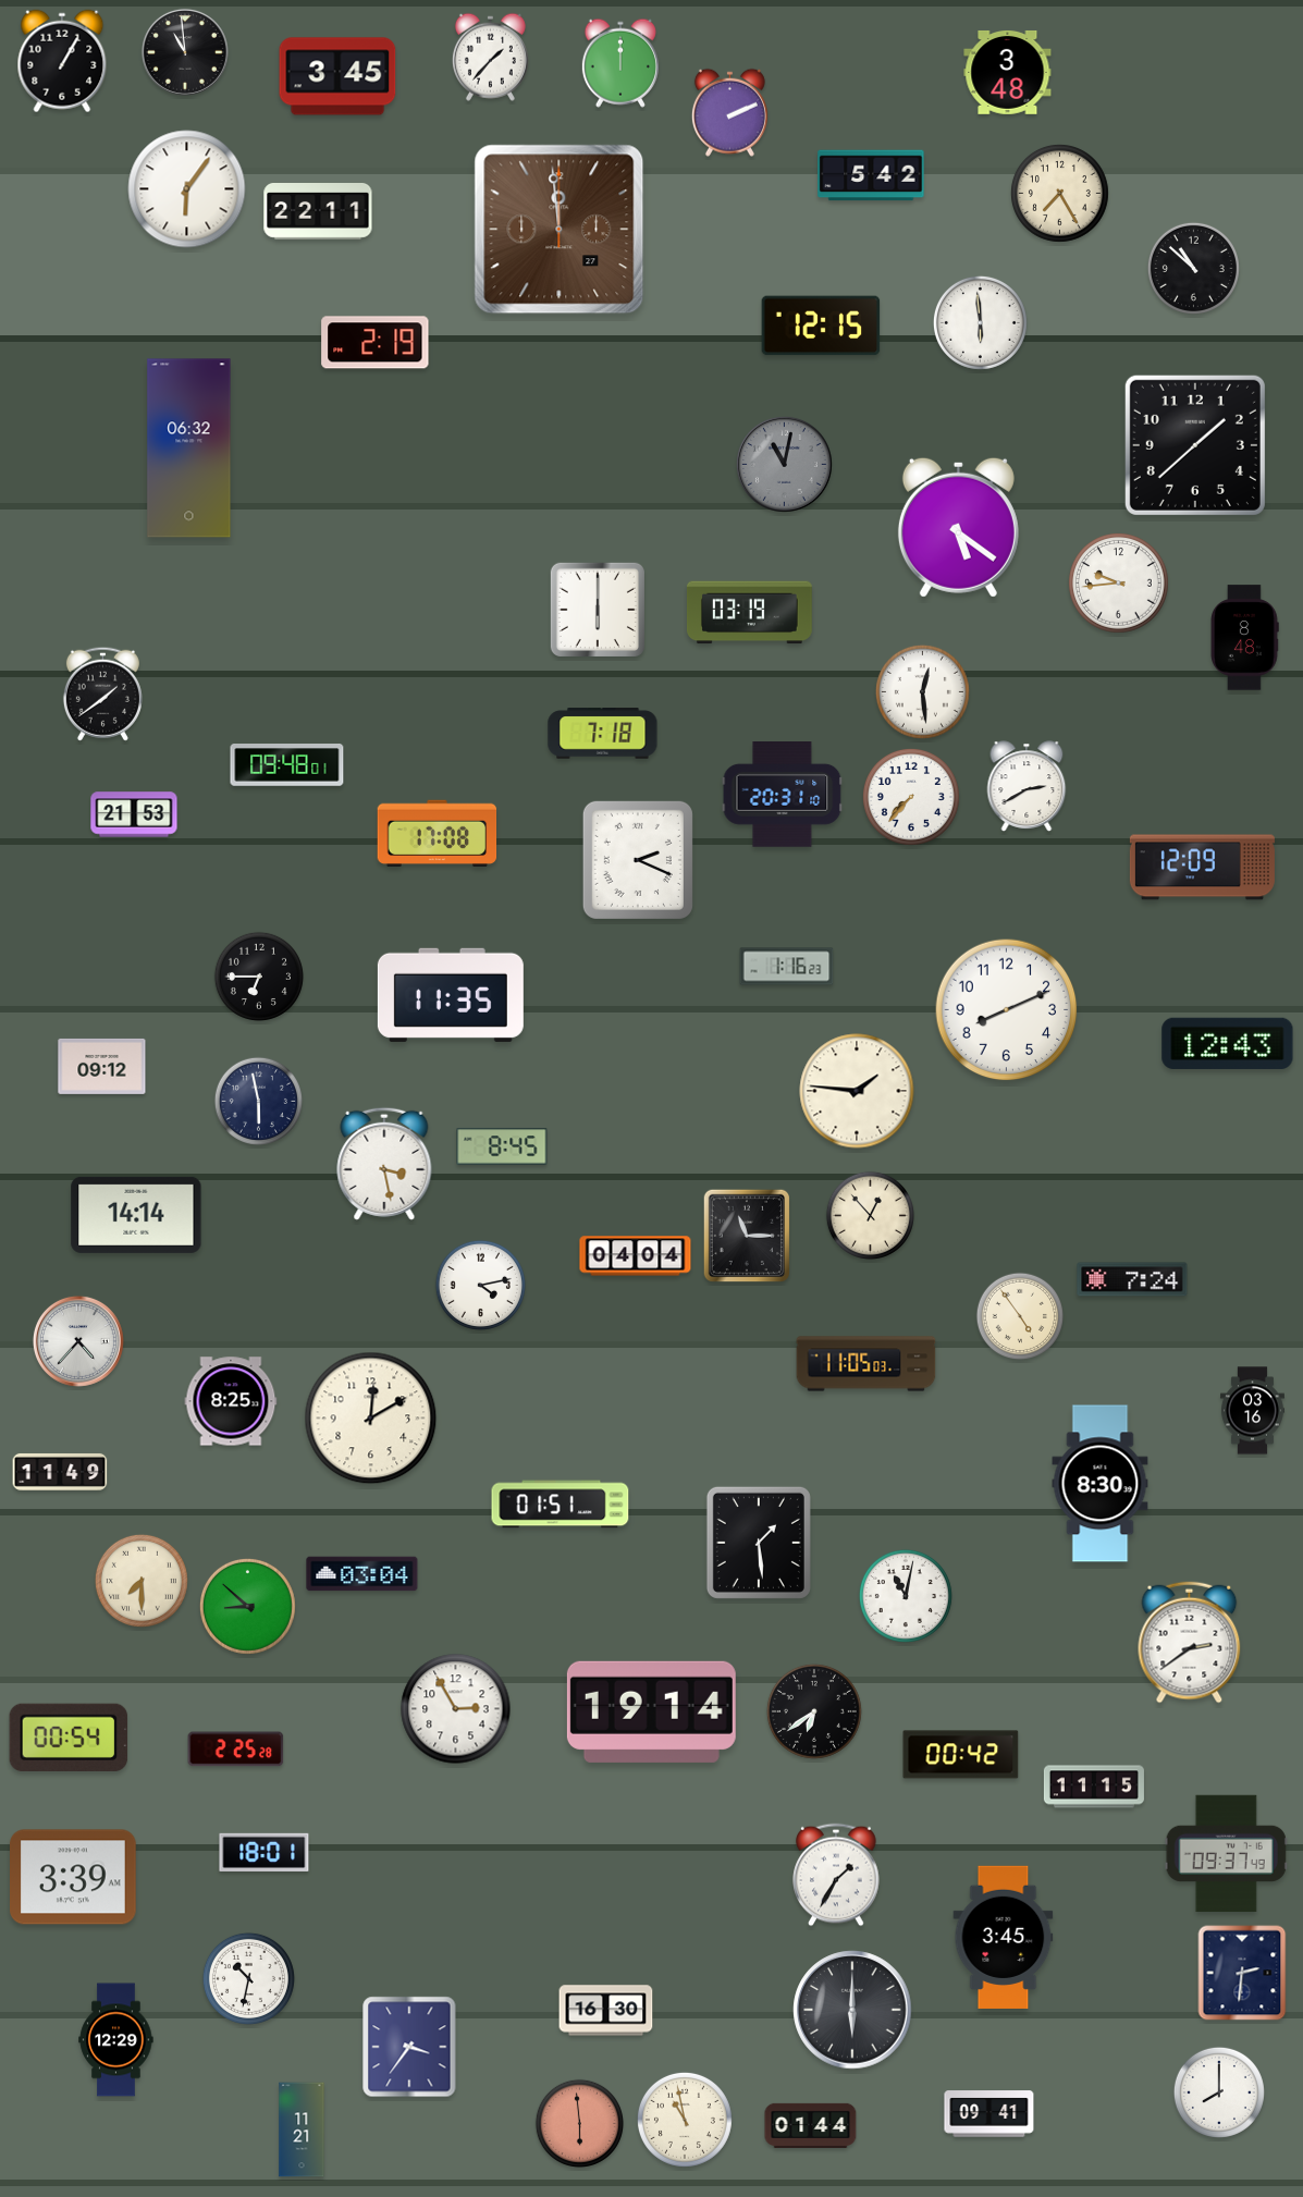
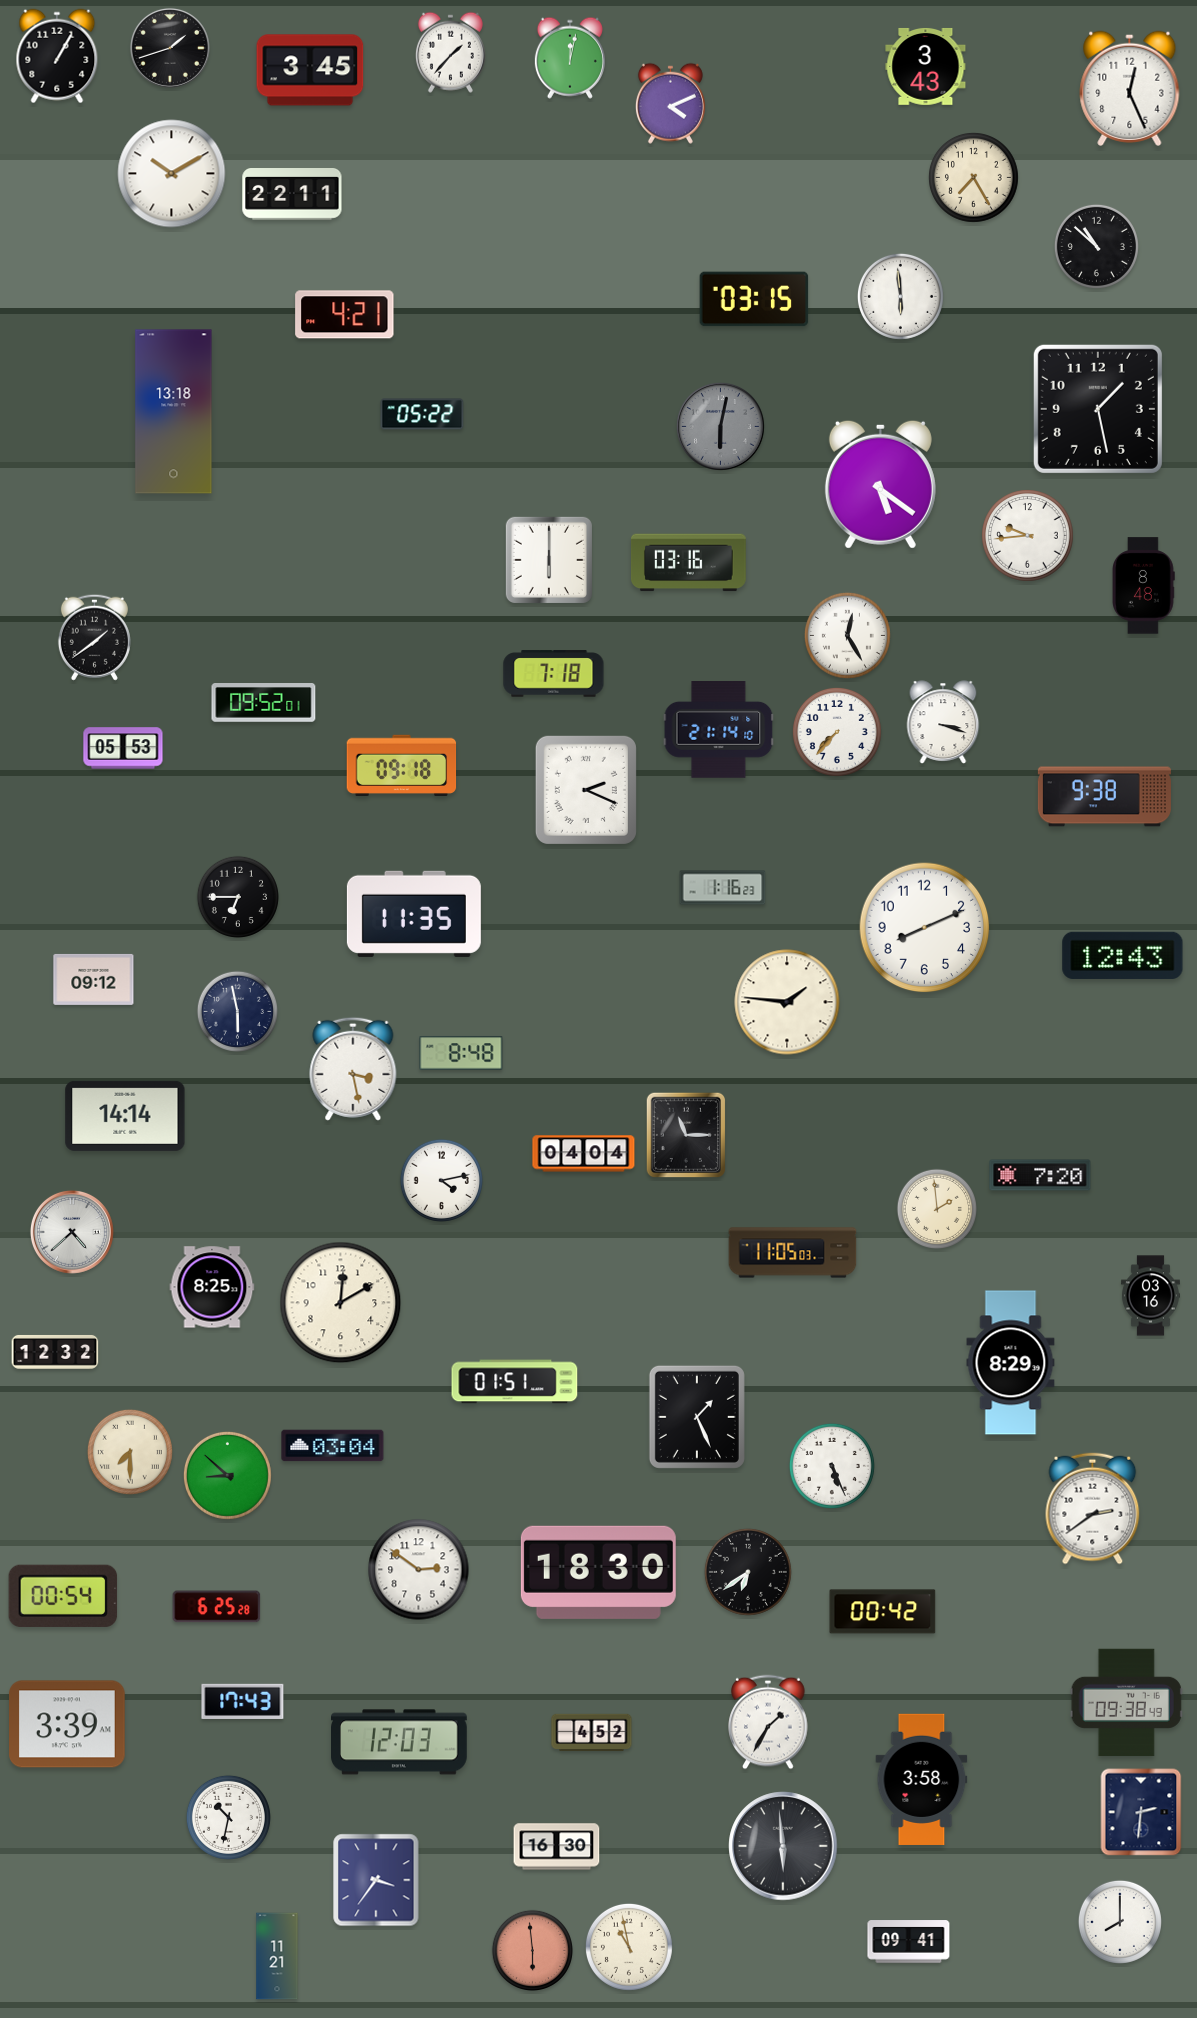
clock at (185, 52): 10:59 -> 1:42
clock at (620, 63): 12:00 -> 12:02
clock at (1008, 72): 3:48 -> 3:43
clock at (1130, 88): none -> 12:26
clock at (729, 112): 2:11 -> 4:11
clock at (871, 175): 5:42 -> none
clock at (187, 189): 6:06 -> 10:10
clock at (560, 230): 11:59 -> none
clock at (821, 326): 12:15 -> 03:15
clock at (376, 343): 2:19 -> 4:21
clock at (1195, 445): 1:38 -> 1:28
clock at (189, 449): 06:32 -> 13:18
clock at (422, 414): none -> 05:22
clock at (784, 464): 11:02 -> 6:02
clock at (749, 613): 03:19 -> 03:16
clock at (922, 691): 12:29 -> 12:25
clock at (287, 765): 09:48 -> 09:52
clock at (1027, 786): 2:40 -> 3:18
clock at (783, 795): 20:31 -> 21:14
clock at (134, 814): 21:53 -> 05:53
clock at (438, 833): 17:08 -> 09:18
clock at (1202, 868): 12:09 -> 9:38
clock at (1228, 1043) position: (1228, 1043) -> (1123, 955)
clock at (502, 1146): 8:45 -> 8:48
clock at (870, 1215): 12:53 -> none
clock at (1132, 1279): 7:24 -> 7:20
clock at (1019, 1315): 4:54 -> 1:59
clock at (78, 1341): 4:37 -> 4:38
clock at (866, 1364) position: (866, 1364) -> (793, 1253)
clock at (60, 1472): 11:49 -> 12:32
clock at (1101, 1484): 8:30 -> 8:29
clock at (759, 1543): 1:29 -> 1:26
clock at (906, 1596): 11:02 -> 5:26
clock at (456, 1709): 2:55 -> 2:51
clock at (651, 1711): 19:14 -> 18:30
clock at (236, 1750): 2:25 -> 6:25
clock at (1094, 1787): 11:15 -> none
clock at (265, 1852): 18:01 -> 17:43
clock at (1226, 1854): 09:37 -> 09:38
clock at (592, 1733): none -> 4:52
clock at (400, 1742): none -> 12:03
clock at (1004, 1937): 3:45 -> 3:58
clock at (852, 2010): 6:00 -> 5:59
clock at (116, 2040): 12:29 -> none
clock at (811, 2125): 01:44 -> none
